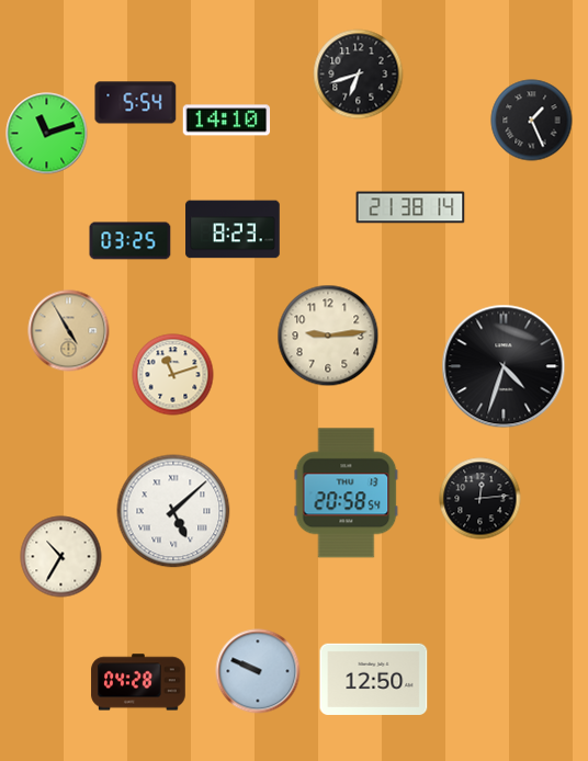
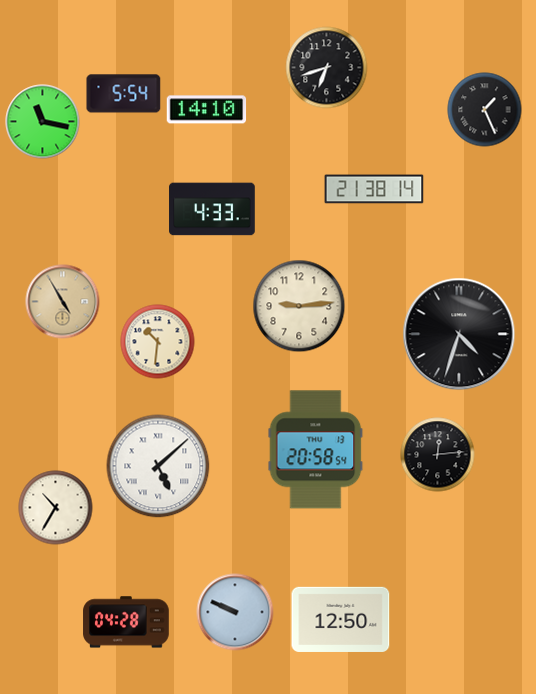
clock at (47, 134): 11:12 -> 11:17
clock at (233, 229): 8:23 -> 4:33
clock at (131, 241): 03:25 -> none
clock at (173, 375): 11:12 -> 10:31
